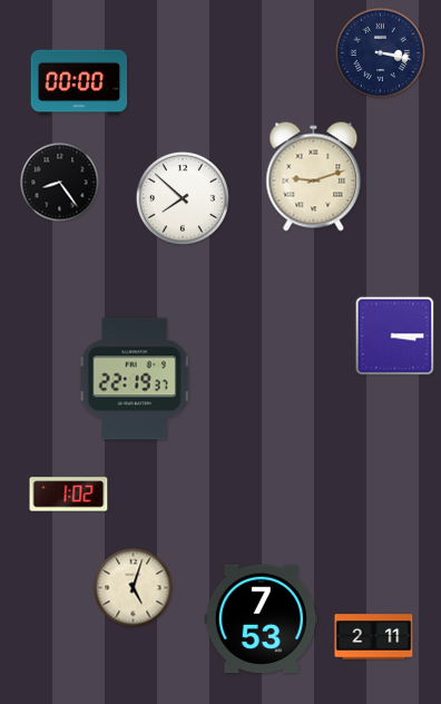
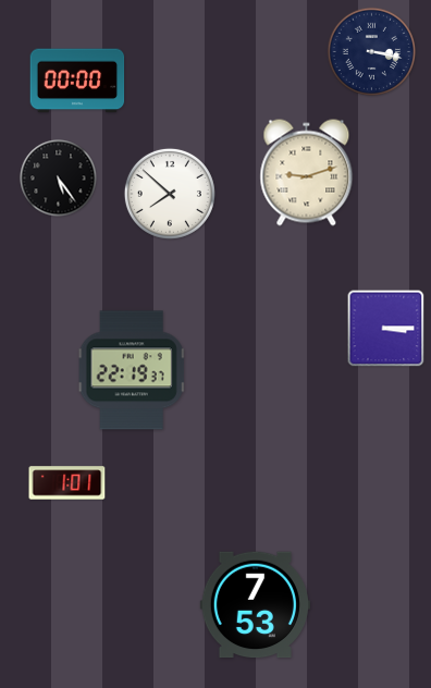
clock at (60, 183): 8:24 -> 5:24
clock at (183, 198) position: (183, 198) -> (170, 194)
clock at (69, 495): 1:02 -> 1:01
clock at (134, 588): 5:03 -> none
clock at (374, 637): 2:11 -> none
